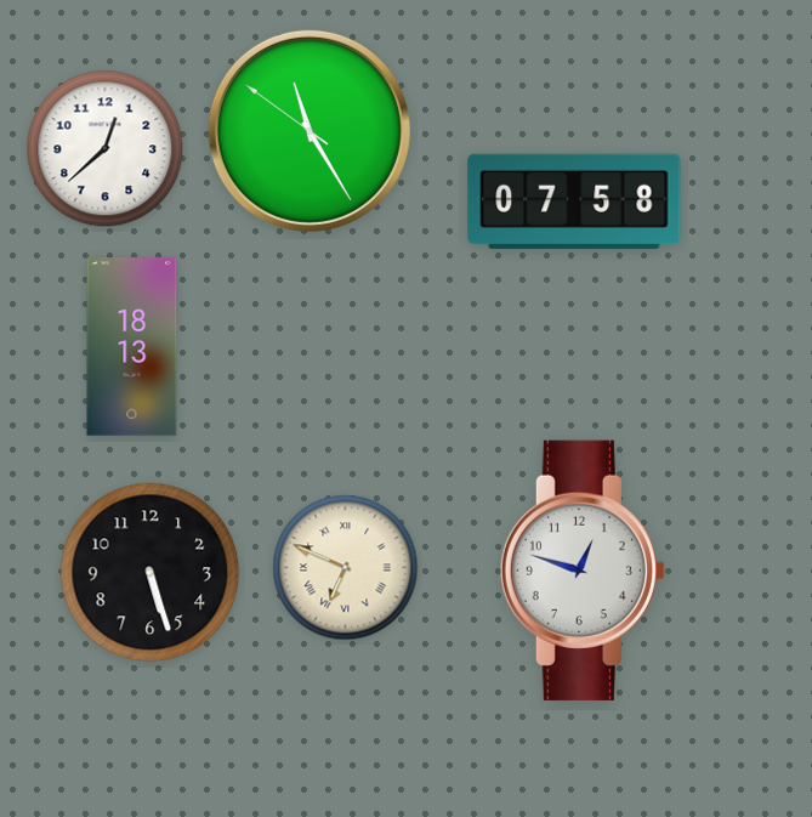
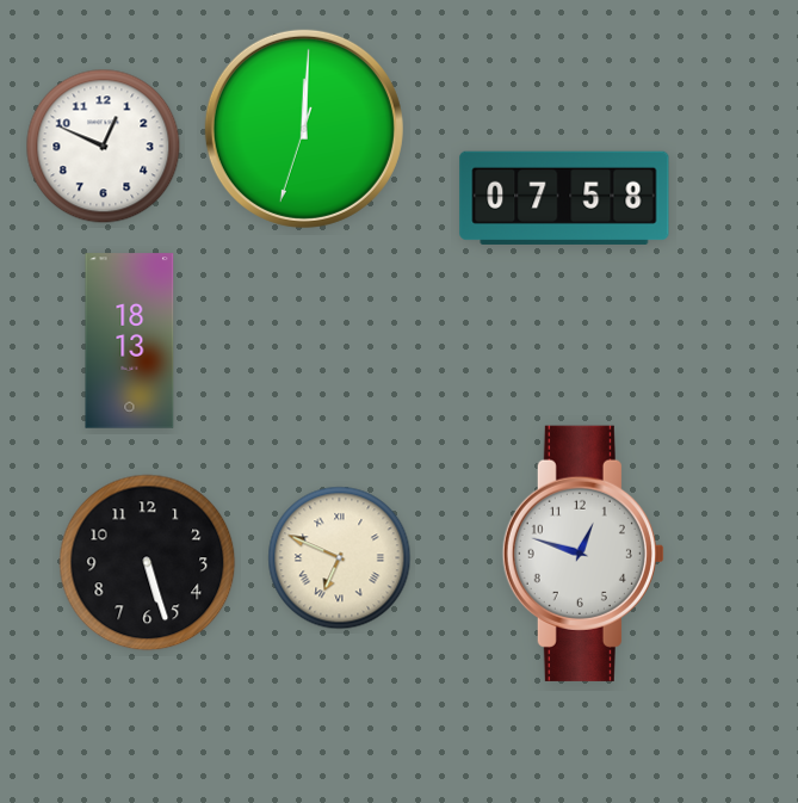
clock at (310, 131): 11:24 -> 12:00
clock at (106, 149): 12:38 -> 12:49
clock at (583, 571) position: (583, 571) -> (583, 554)
